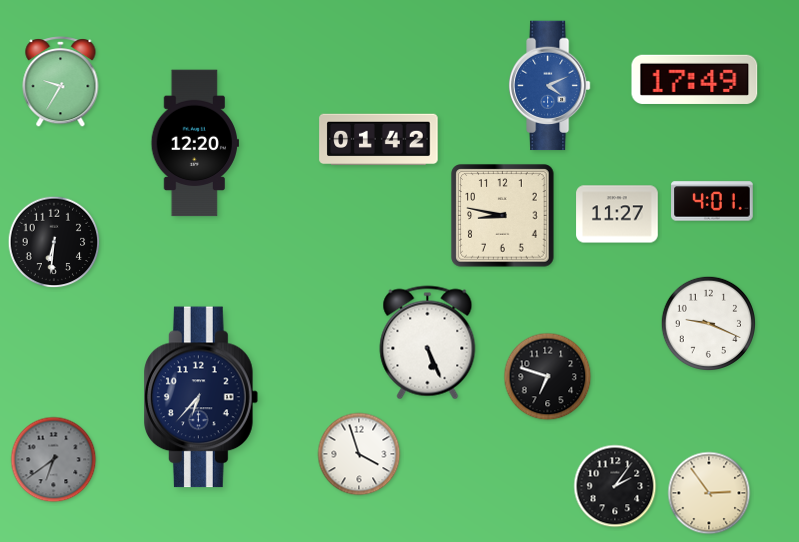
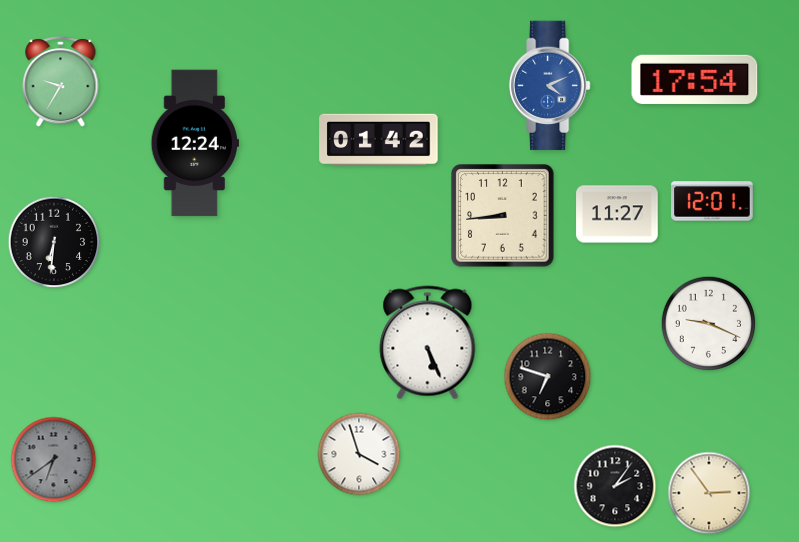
clock at (695, 79): 17:49 -> 17:54
clock at (195, 143): 12:20 -> 12:24
clock at (712, 201): 4:01 -> 12:01
clock at (503, 216): 8:47 -> 8:44
clock at (202, 397): 6:37 -> none
